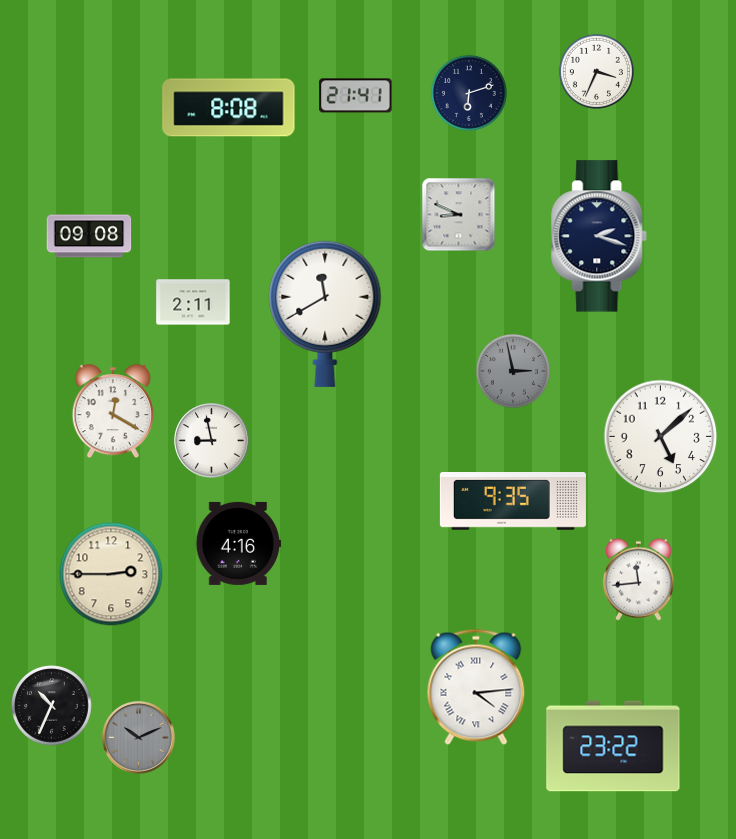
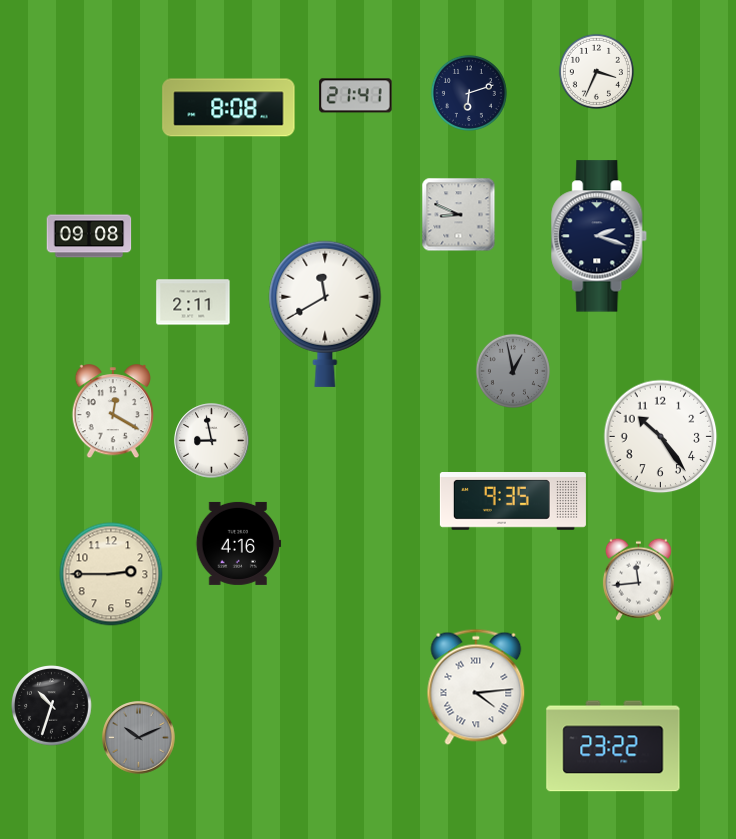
clock at (513, 371): 2:58 -> 12:58
clock at (661, 437): 5:08 -> 10:24
clock at (52, 706): 10:34 -> 10:33
